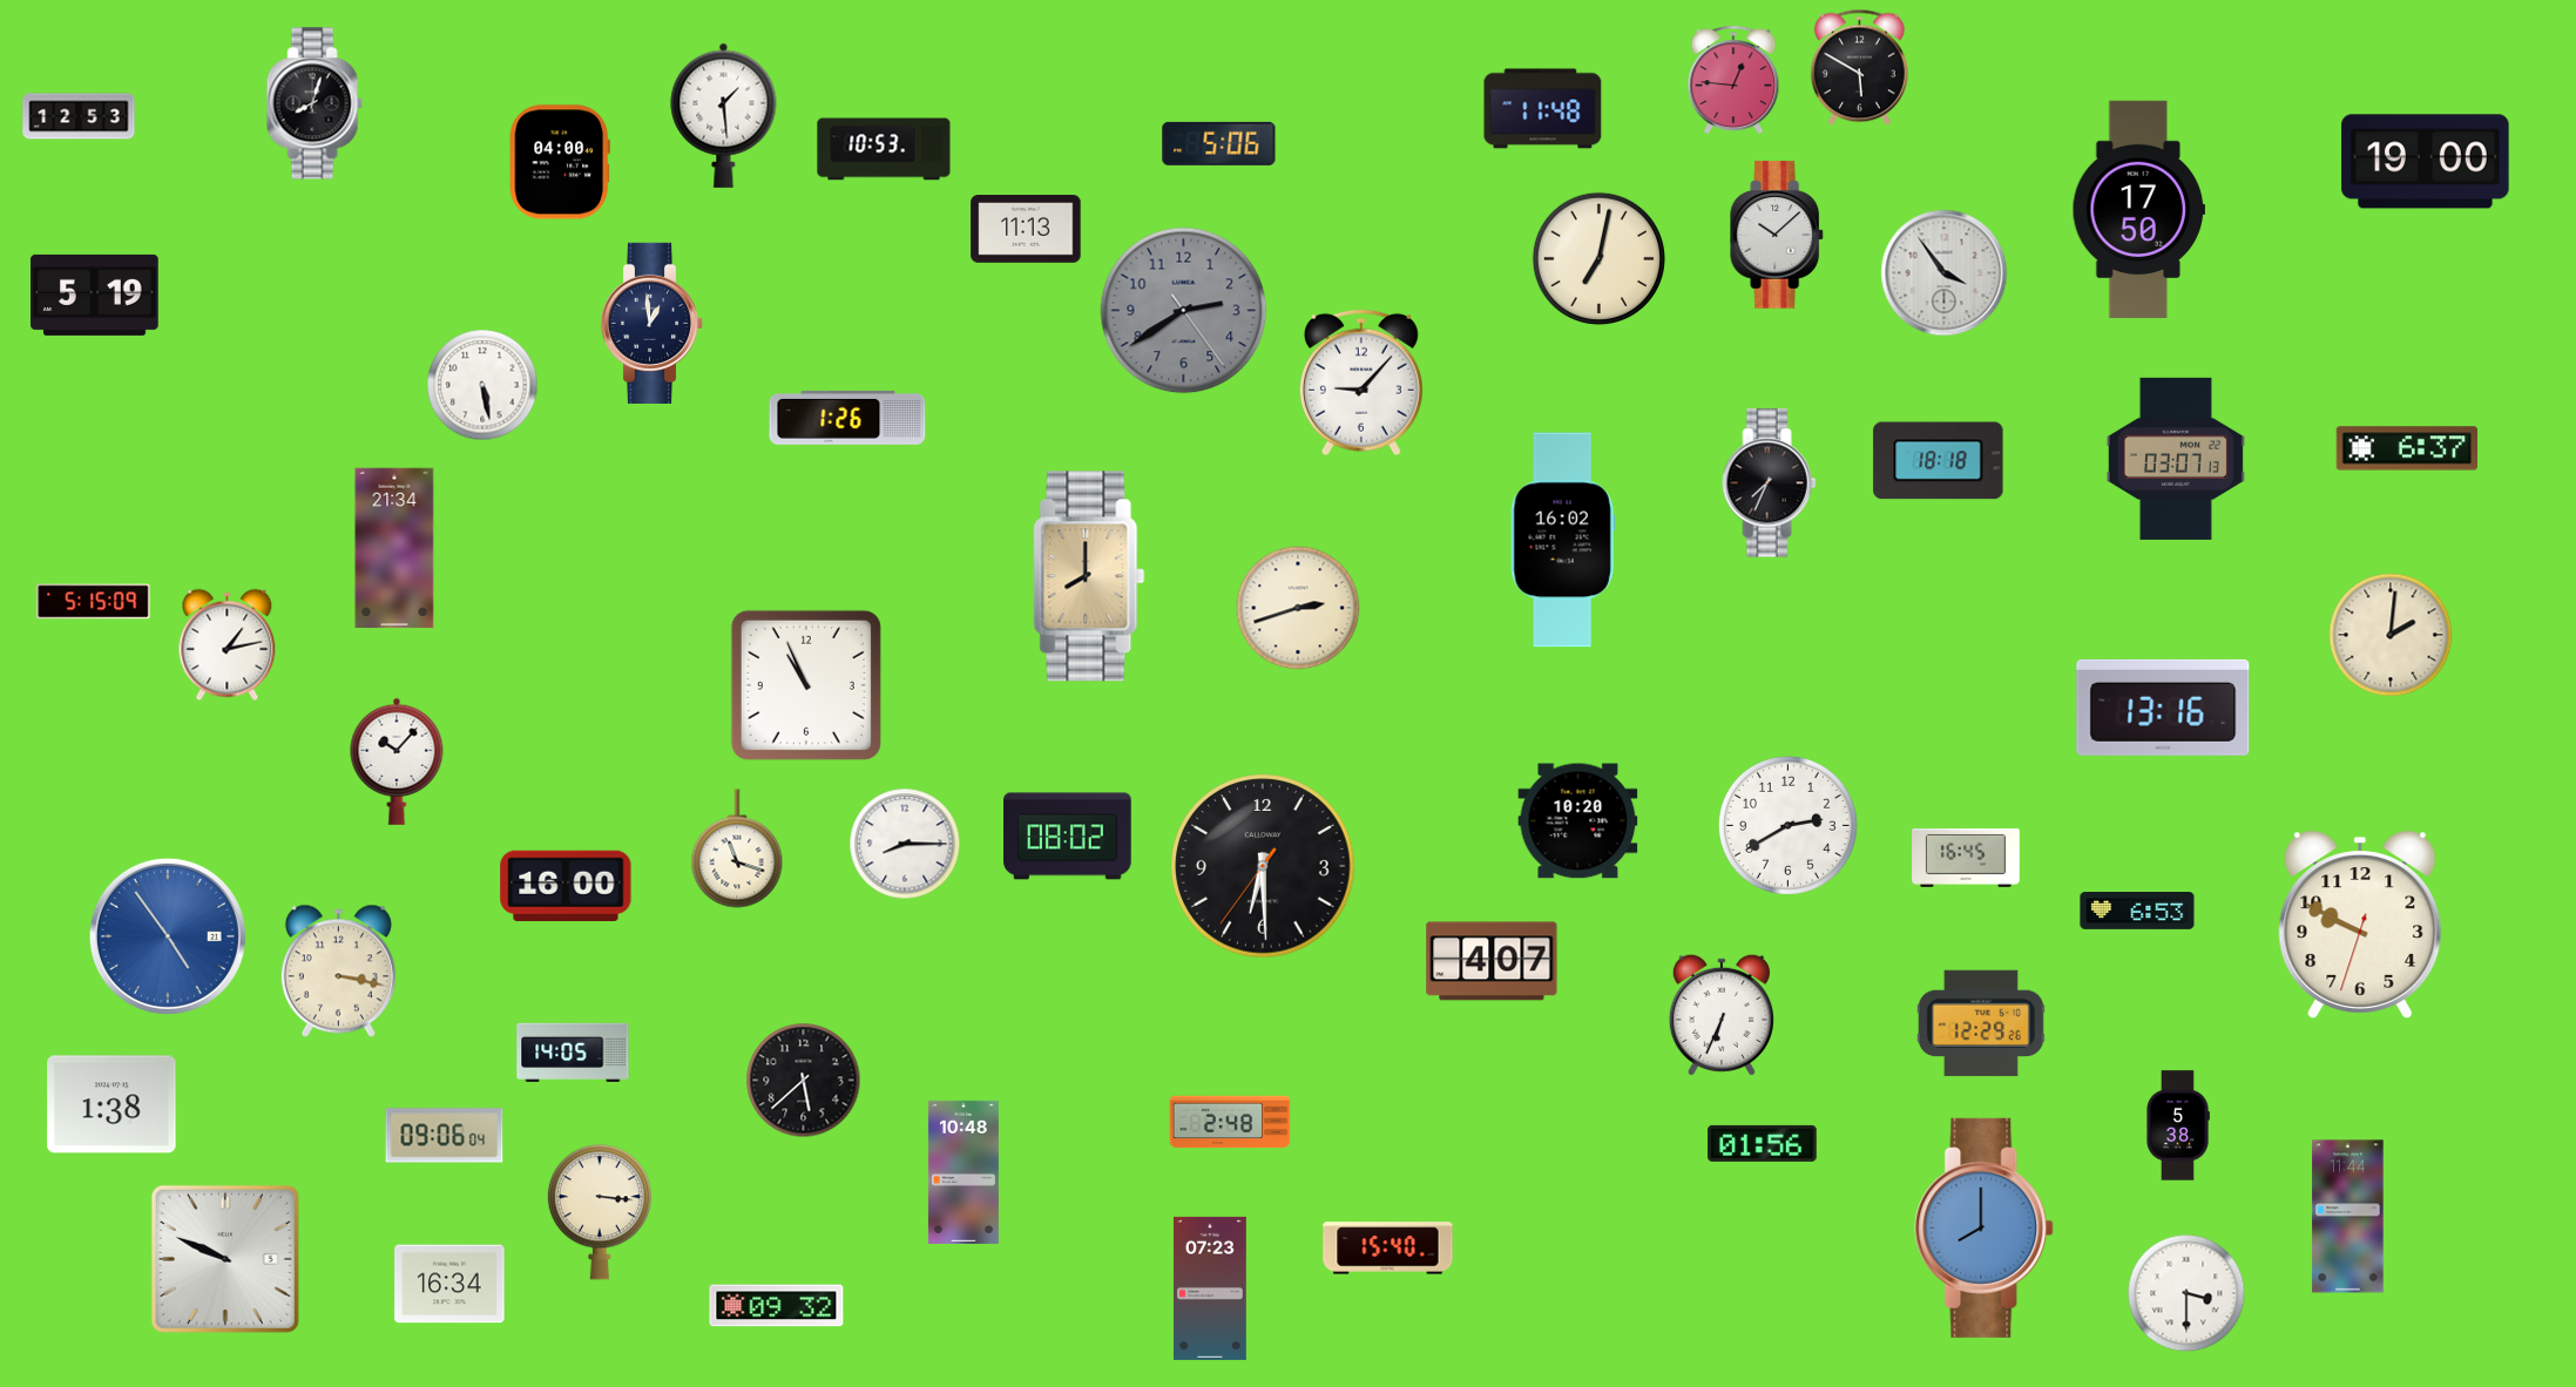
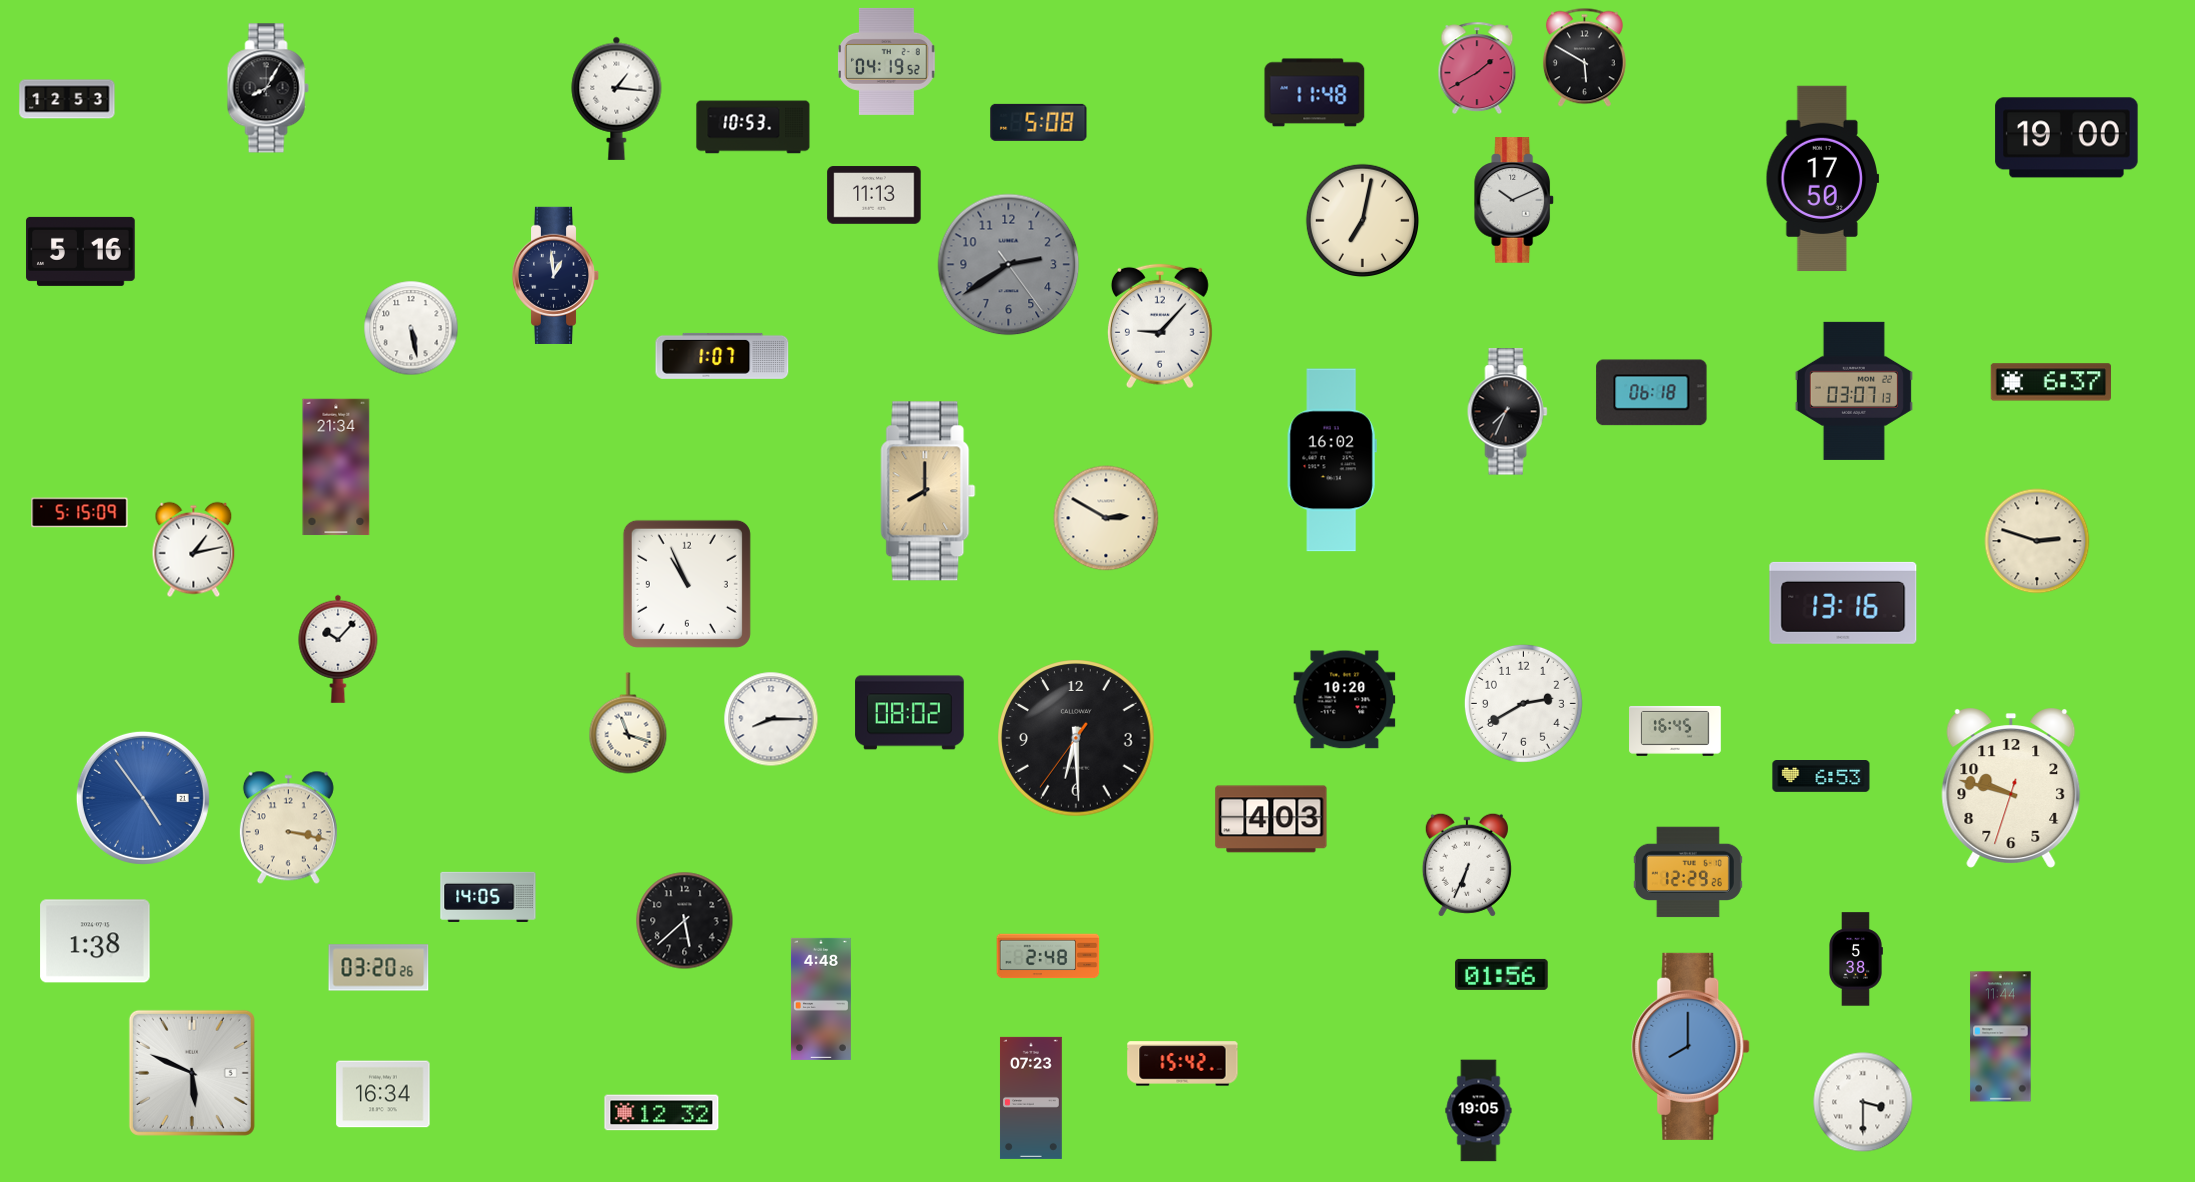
clock at (887, 61): none -> 04:19
clock at (1733, 80): 12:46 -> 1:40
clock at (315, 103): 8:03 -> 8:05
clock at (724, 115): 1:29 -> 1:16
clock at (1219, 143): 5:06 -> 5:08
clock at (560, 162): 04:00 -> none
clock at (1778, 235): 10:08 -> 10:11
clock at (1945, 273): 3:54 -> none
clock at (95, 295): 5:19 -> 5:16
clock at (847, 418): 1:26 -> 1:07
clock at (1939, 461): 18:18 -> 06:18
clock at (1298, 608): 2:42 -> 2:50
clock at (2391, 635): 2:01 -> 2:48
clock at (566, 886): 16:00 -> none
clock at (2360, 925): 9:49 -> 9:47
clock at (1492, 961): 4:07 -> 4:03
clock at (445, 1136): 09:06 -> 03:20
clock at (964, 1172): 10:48 -> 4:48
clock at (600, 1212): 3:16 -> none
clock at (1388, 1249): 15:40 -> 15:42
clock at (225, 1259): 9:49 -> 5:49
clock at (1479, 1111): none -> 19:05
clock at (777, 1306): 09:32 -> 12:32
